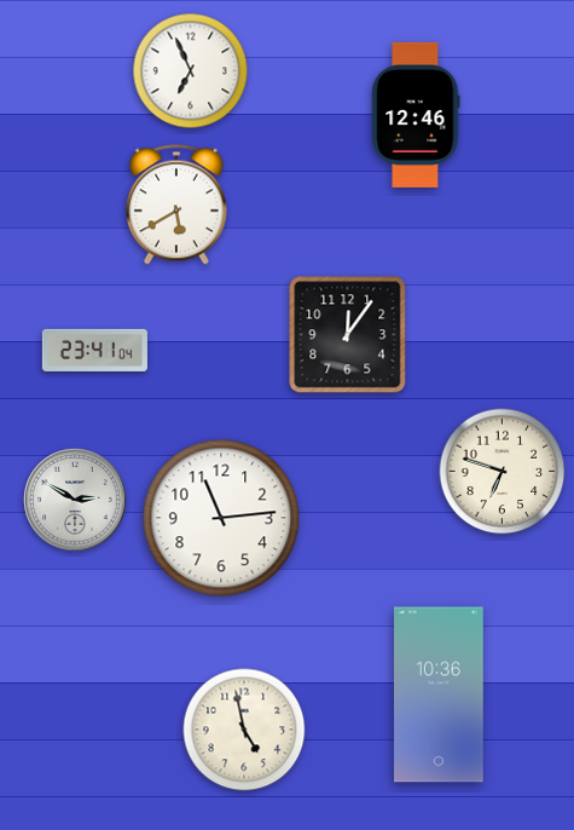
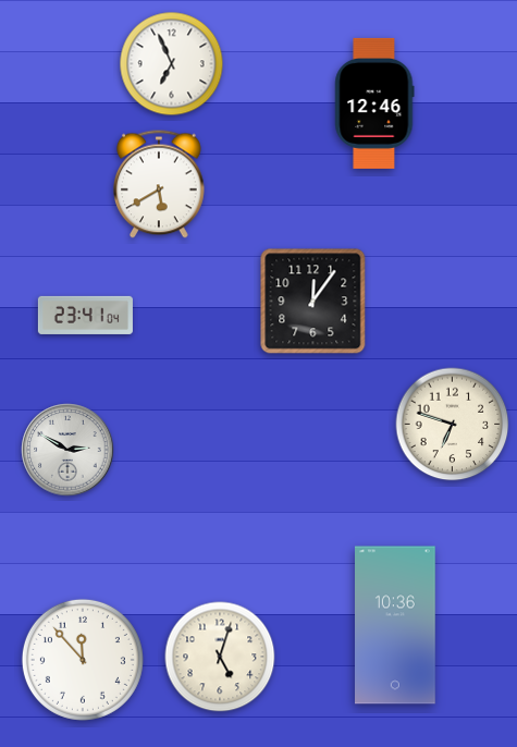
clock at (221, 518): 11:14 -> none
clock at (244, 730): 4:58 -> 5:03
clock at (83, 660): none -> 11:53
